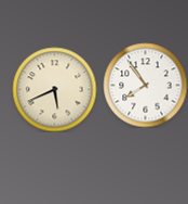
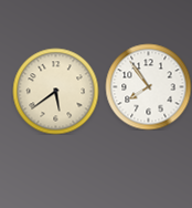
clock at (54, 89): 5:41 -> 5:39
